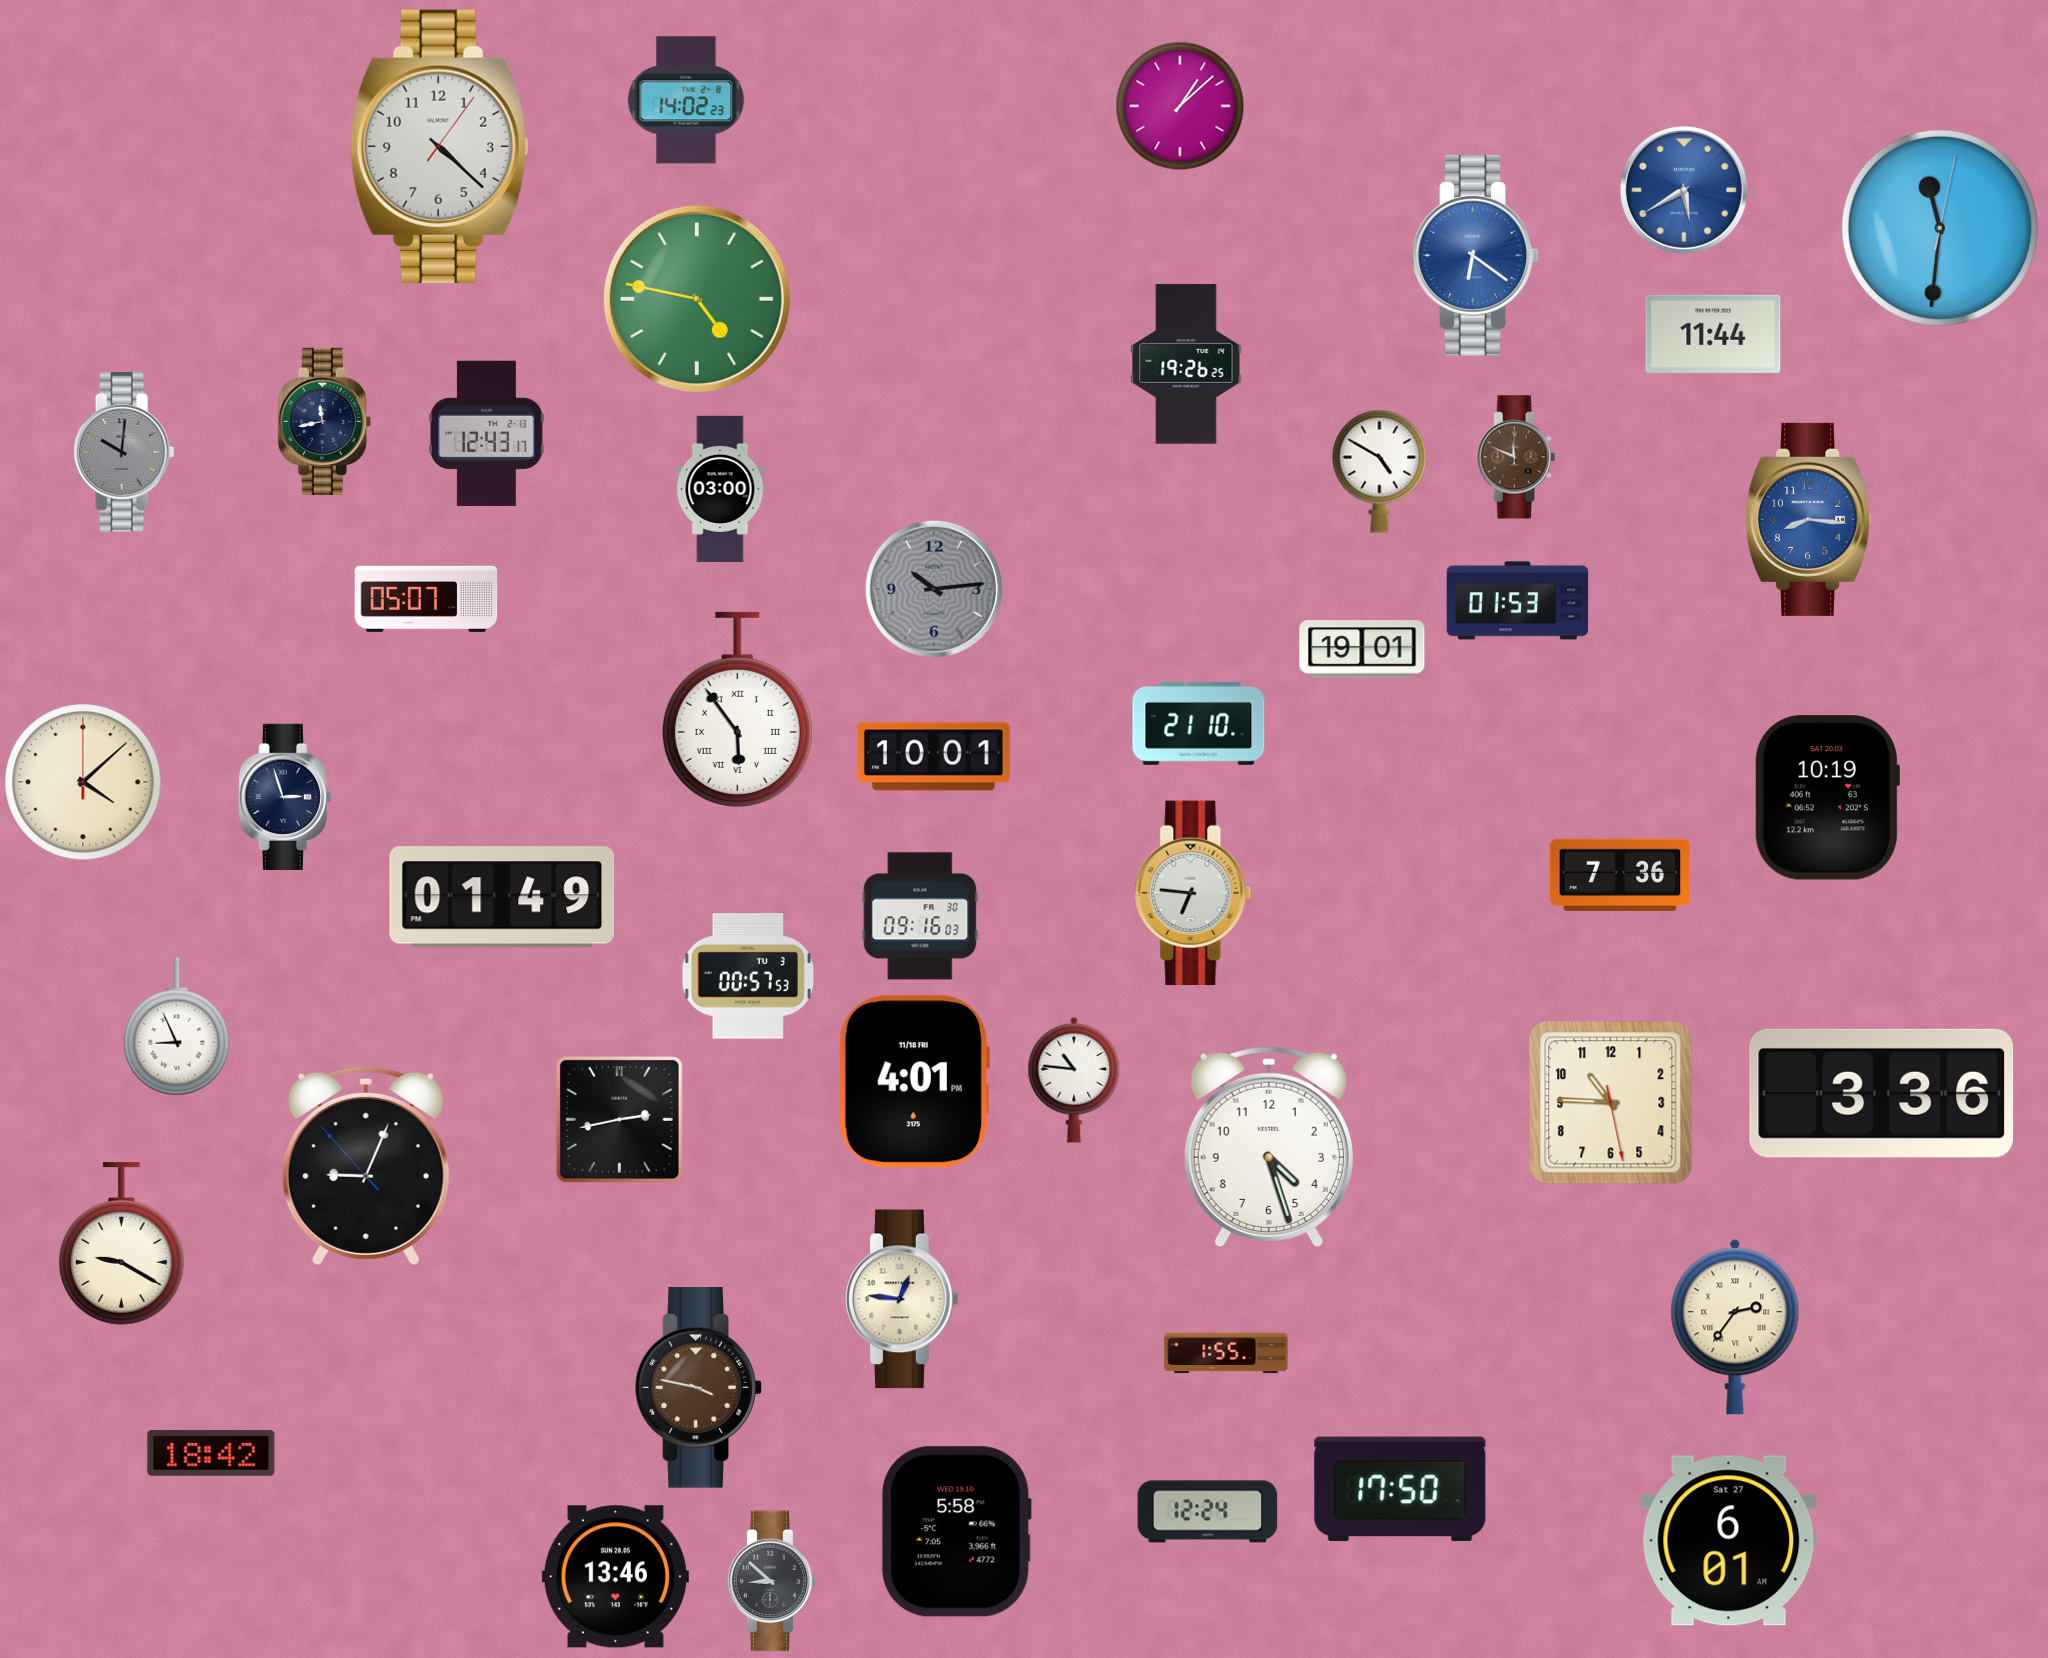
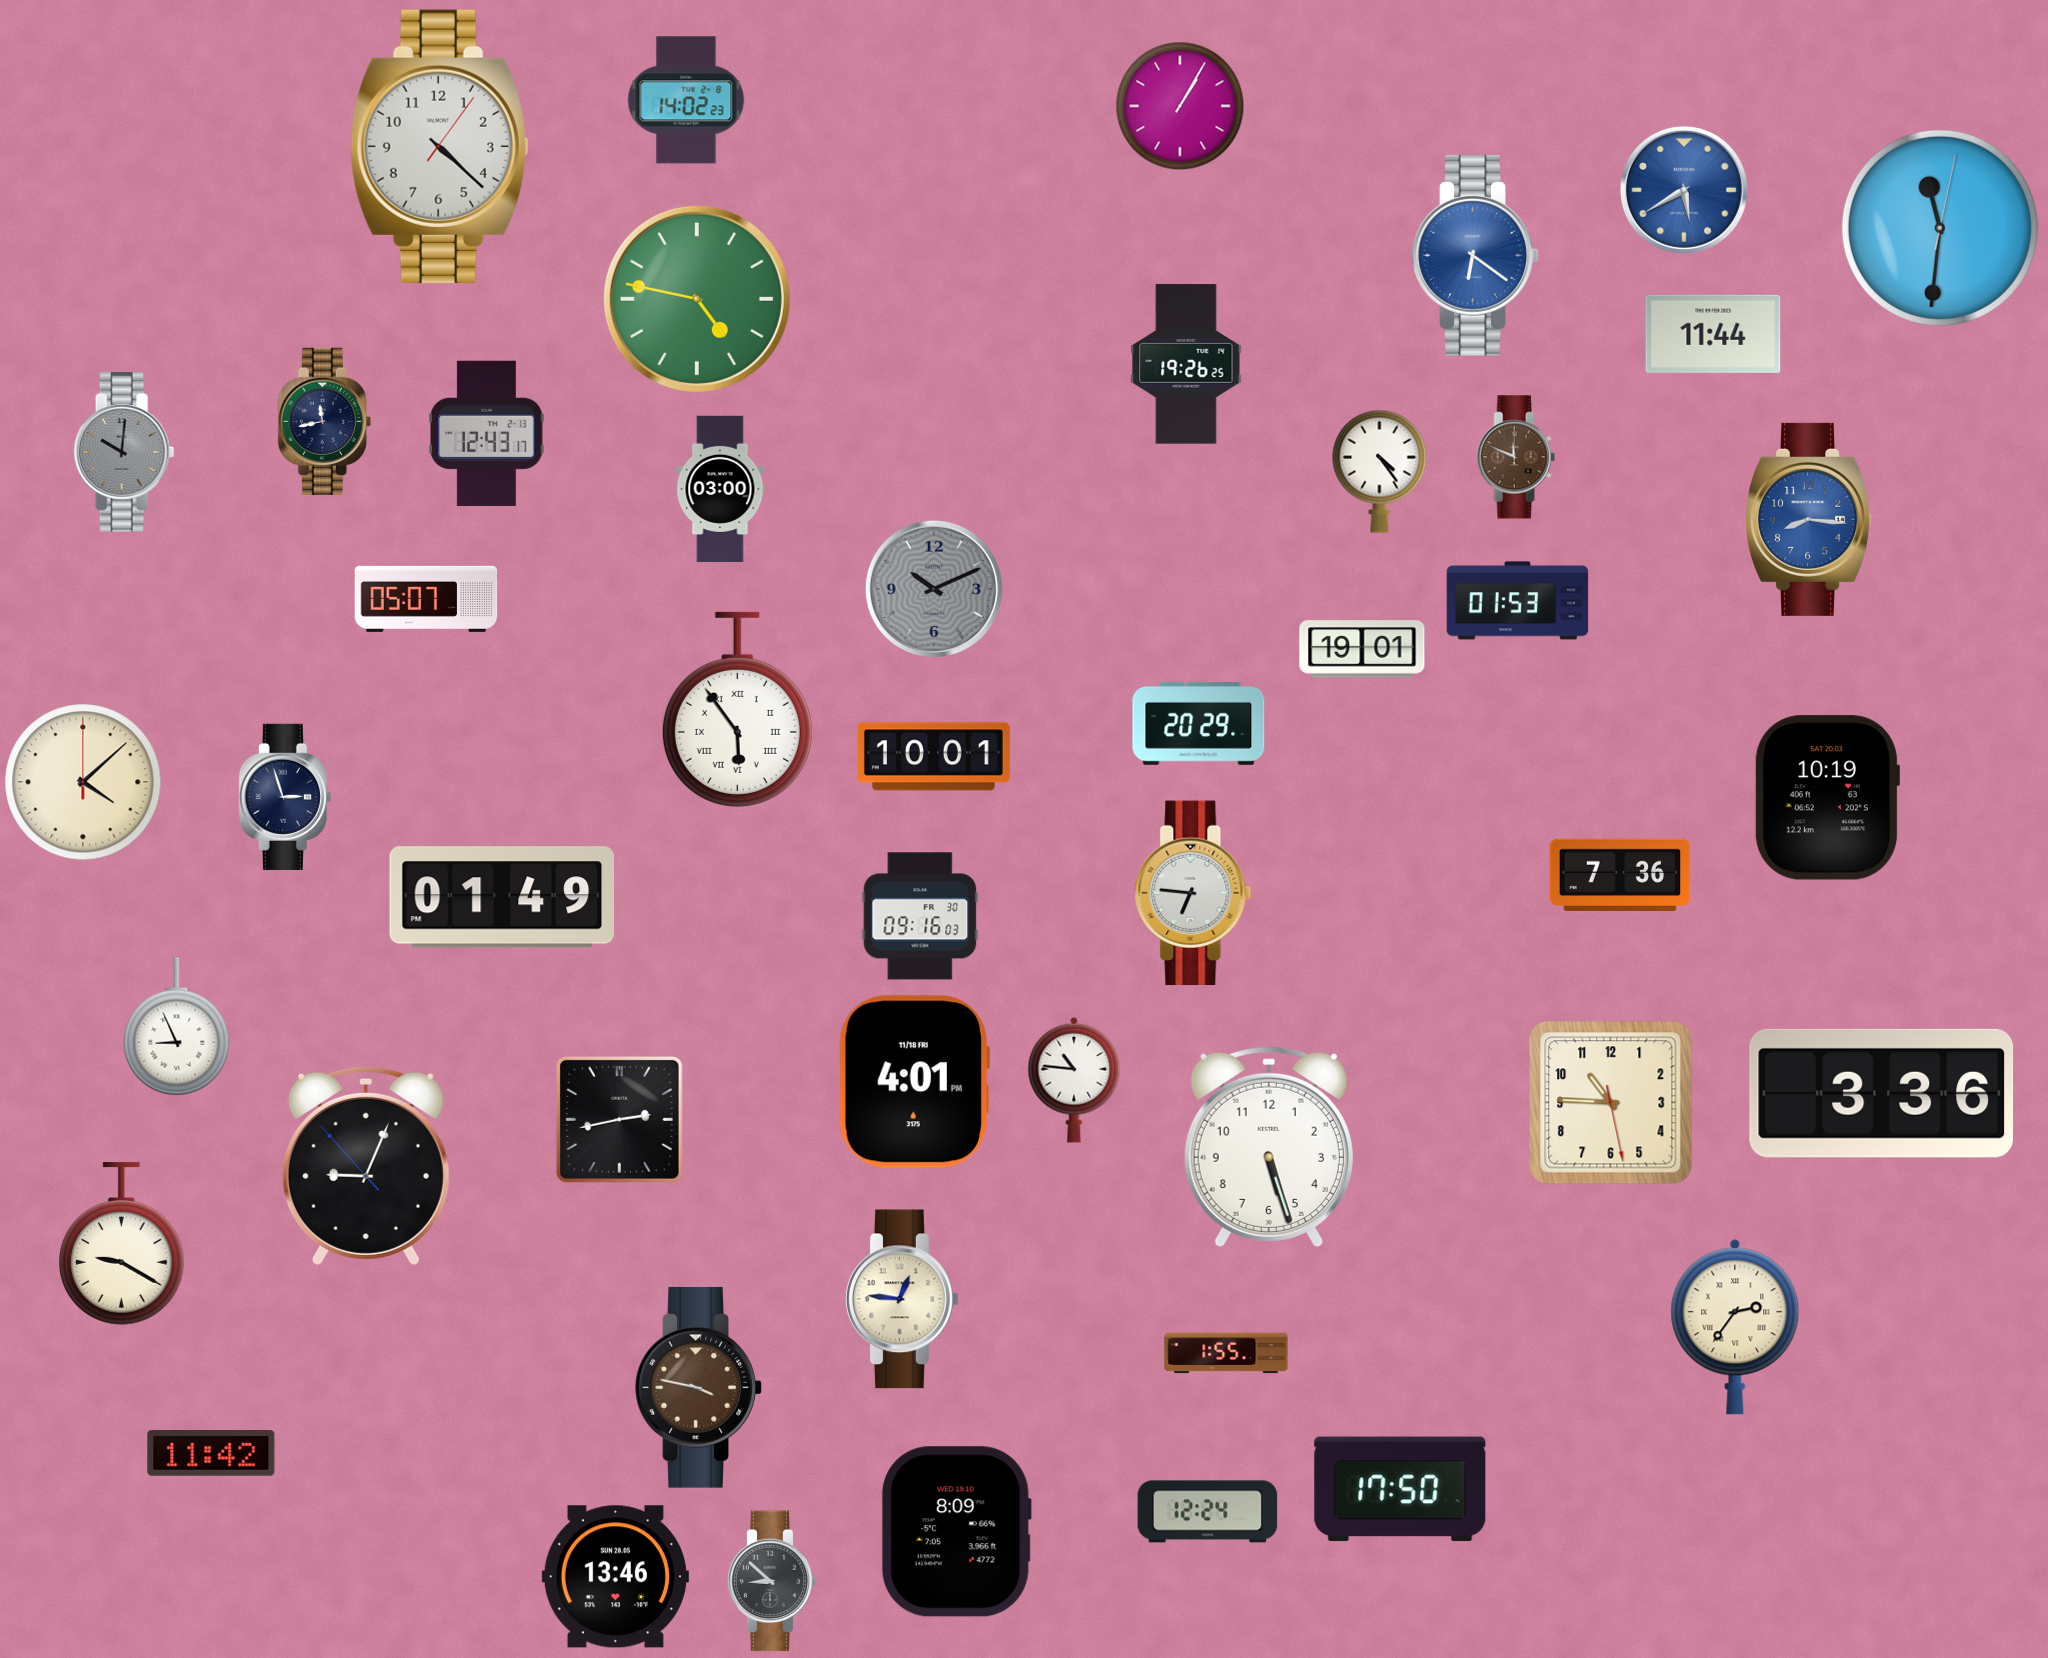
clock at (1180, 106): 1:08 -> 1:05
clock at (1380, 471): 4:50 -> 4:24
clock at (934, 589): 10:14 -> 10:11
clock at (1199, 723): 21:10 -> 20:29
clock at (748, 976): 00:57 -> none
clock at (1269, 1147): 4:27 -> 5:27
clock at (211, 1454): 18:42 -> 11:42
clock at (956, 1532): 5:58 -> 8:09
clock at (1729, 1541): 6:01 -> none
